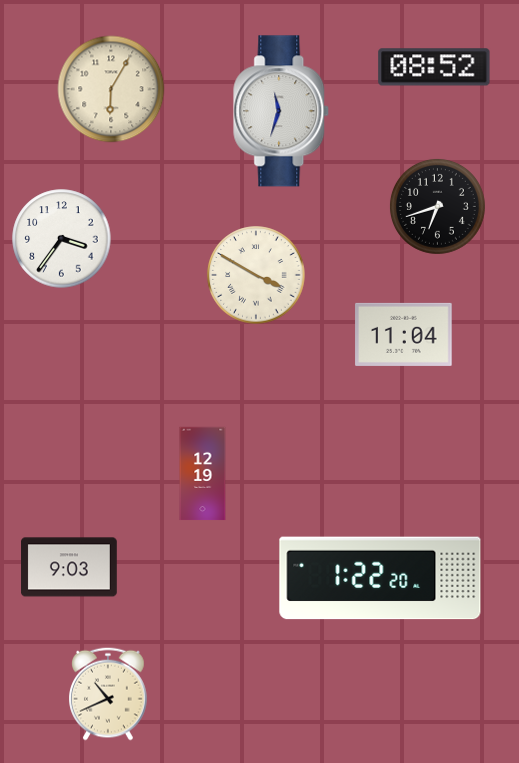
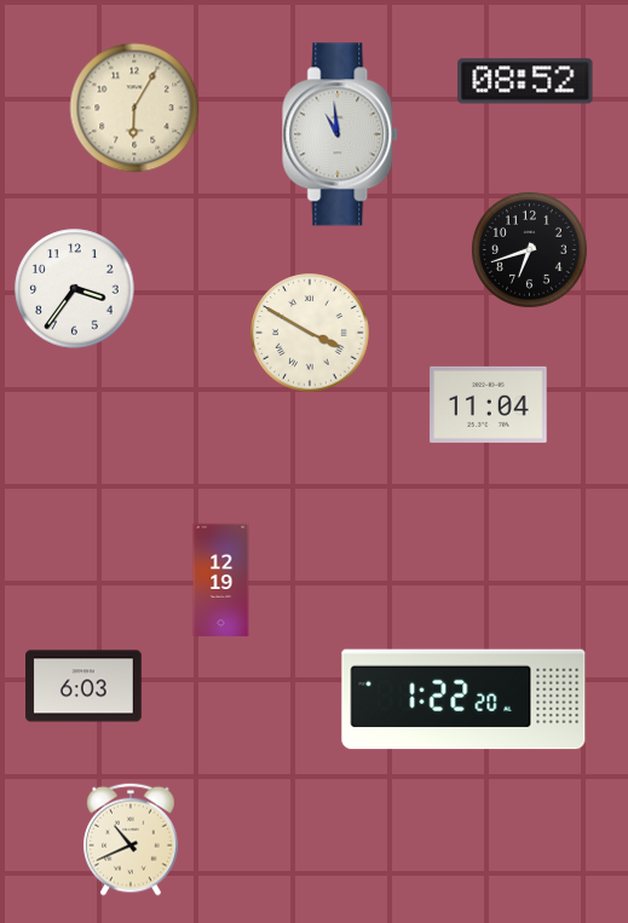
clock at (282, 111): 11:33 -> 10:59
clock at (203, 474) position: (203, 474) -> (221, 581)
clock at (70, 567): 9:03 -> 6:03
clock at (380, 578) position: (380, 578) -> (463, 699)
